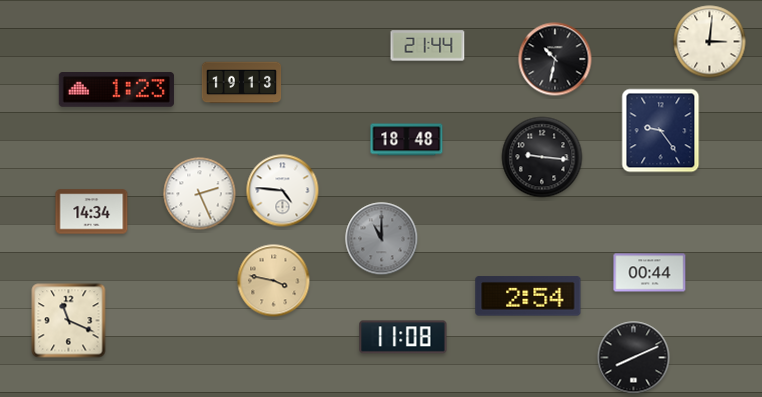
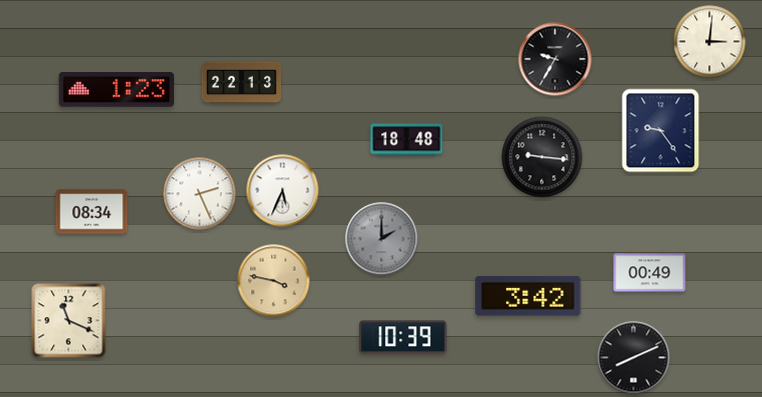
clock at (428, 46): 21:44 -> none
clock at (555, 59): 10:32 -> 9:35
clock at (242, 83): 19:13 -> 22:13
clock at (283, 191): 4:46 -> 5:34
clock at (92, 212): 14:34 -> 08:34
clock at (382, 239): 11:00 -> 2:00
clock at (650, 273): 00:44 -> 00:49
clock at (528, 296): 2:54 -> 3:42
clock at (403, 337): 11:08 -> 10:39
